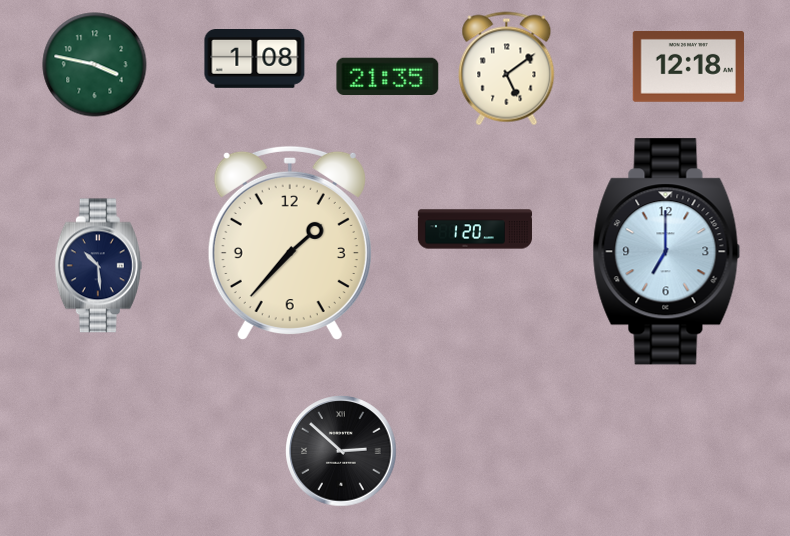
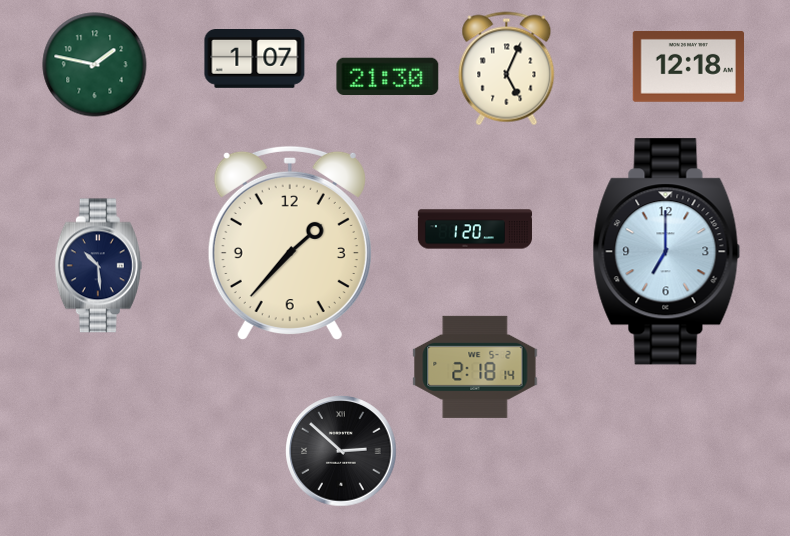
clock at (255, 59): 1:08 -> 1:07
clock at (95, 65): 3:47 -> 1:47
clock at (507, 69): 5:09 -> 5:04
clock at (388, 76): 21:35 -> 21:30
clock at (475, 367): none -> 2:18
